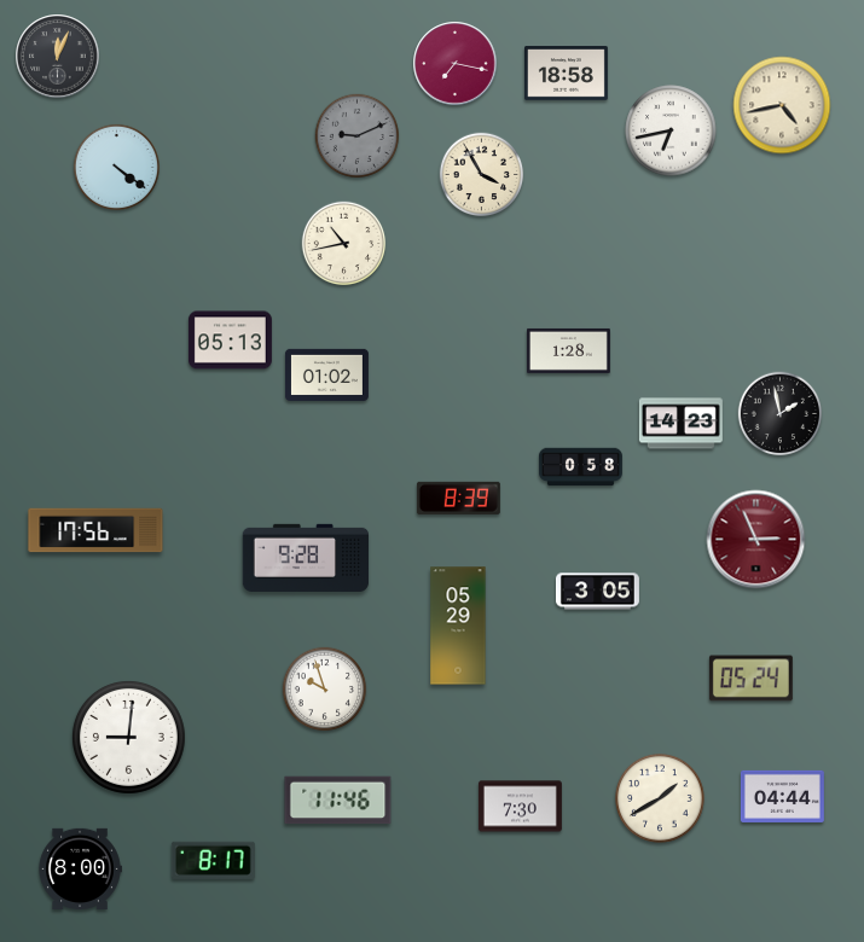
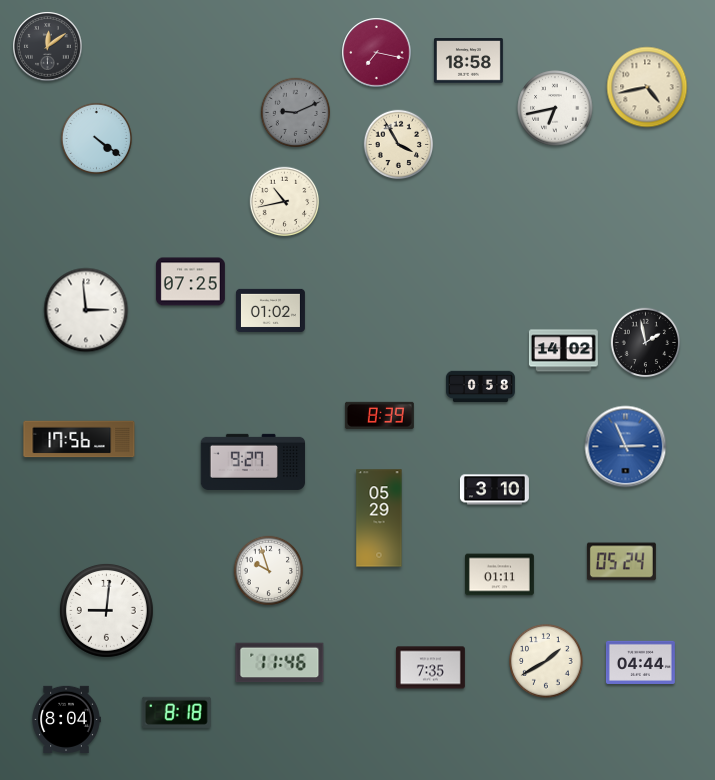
clock at (58, 57): 12:04 -> 12:09
clock at (230, 341): 05:13 -> 07:25
clock at (568, 350): 1:28 -> none
clock at (86, 310): none -> 2:59
clock at (680, 424): 14:23 -> 14:02
clock at (458, 498) position: (458, 498) -> (379, 415)
clock at (756, 540) dial: burgundy -> blue
clock at (306, 558): 9:28 -> 9:27
clock at (597, 592): 3:05 -> 3:10
clock at (499, 575): none -> 01:11
clock at (782, 796) position: (782, 796) -> (640, 662)
clock at (520, 807): 7:30 -> 7:35
clock at (213, 860): 8:17 -> 8:18
clock at (80, 868): 8:00 -> 8:04
